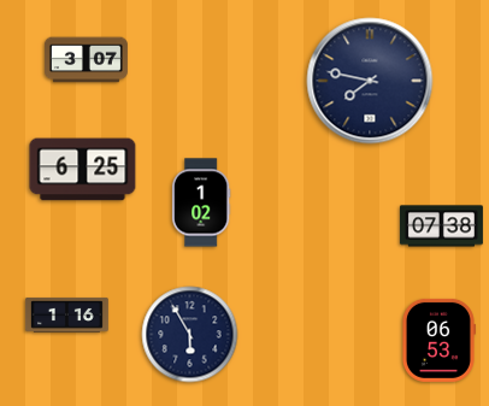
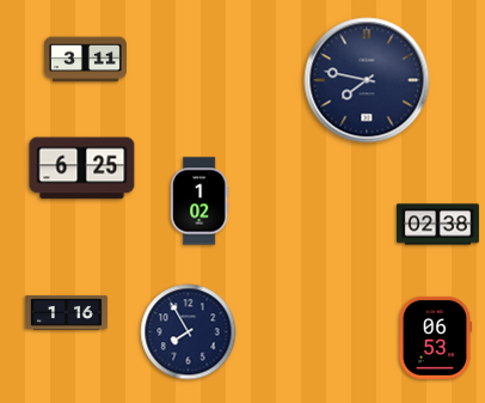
clock at (86, 60): 3:07 -> 3:11
clock at (441, 226): 07:38 -> 02:38
clock at (190, 335): 5:55 -> 7:55
